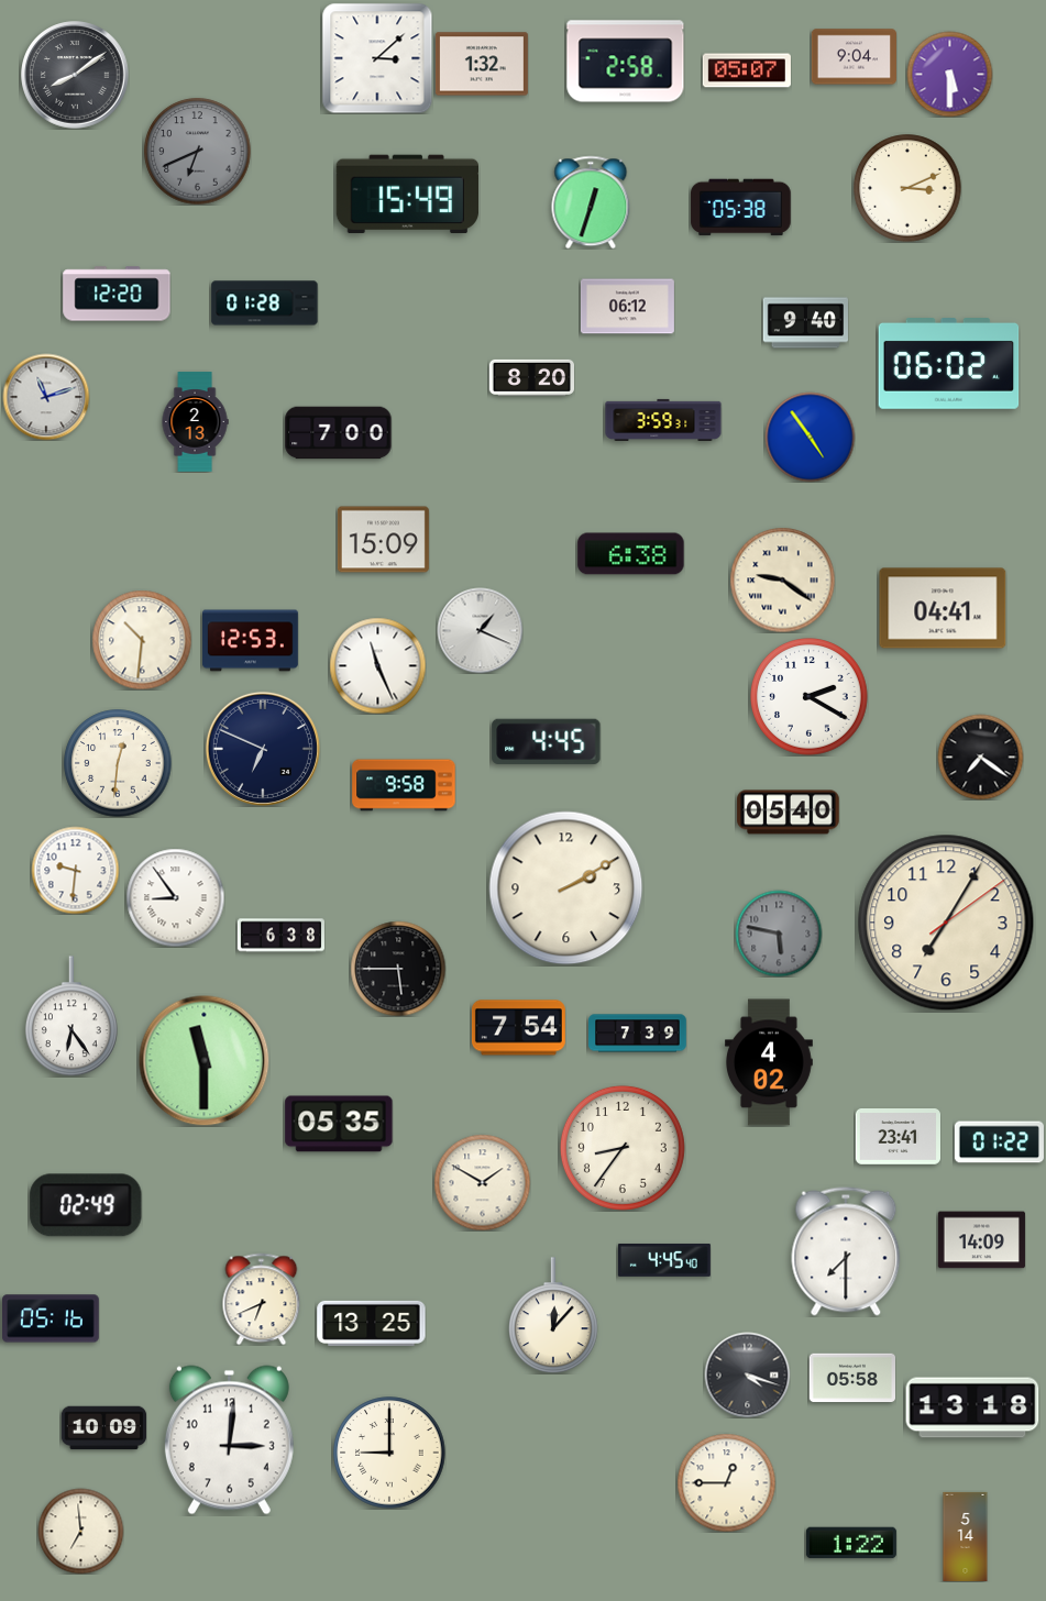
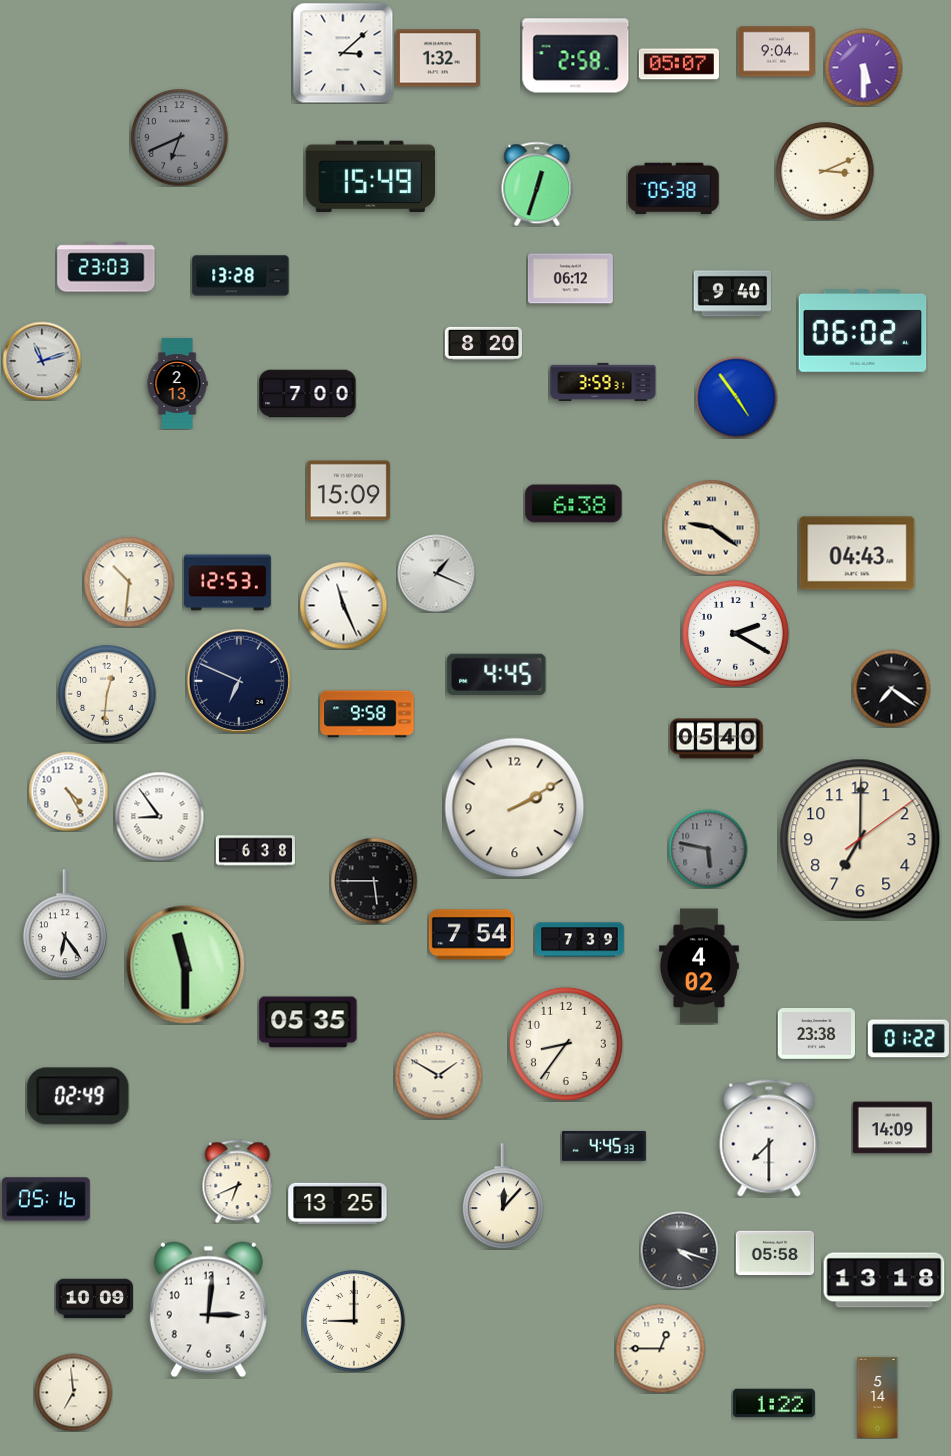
clock at (626, 62) position: (626, 62) -> (576, 56)
clock at (75, 75): 8:09 -> none
clock at (117, 294): 12:20 -> 23:03
clock at (265, 303): 01:28 -> 13:28
clock at (943, 608): 04:41 -> 04:43
clock at (75, 870): 9:31 -> 4:25
clock at (946, 923): 7:05 -> 7:00
clock at (398, 969) position: (398, 969) -> (374, 881)
clock at (898, 1137): 23:41 -> 23:38
clock at (664, 1260): 4:45:40 -> 4:45:33
